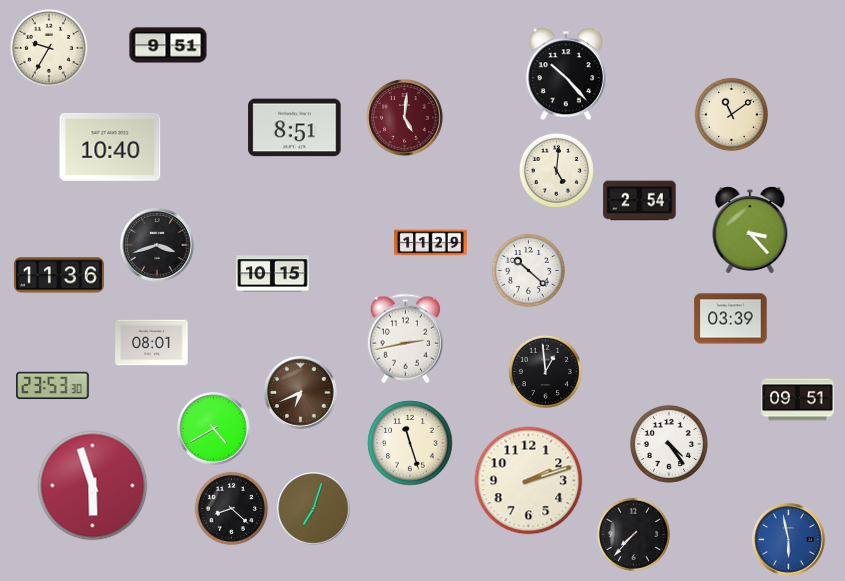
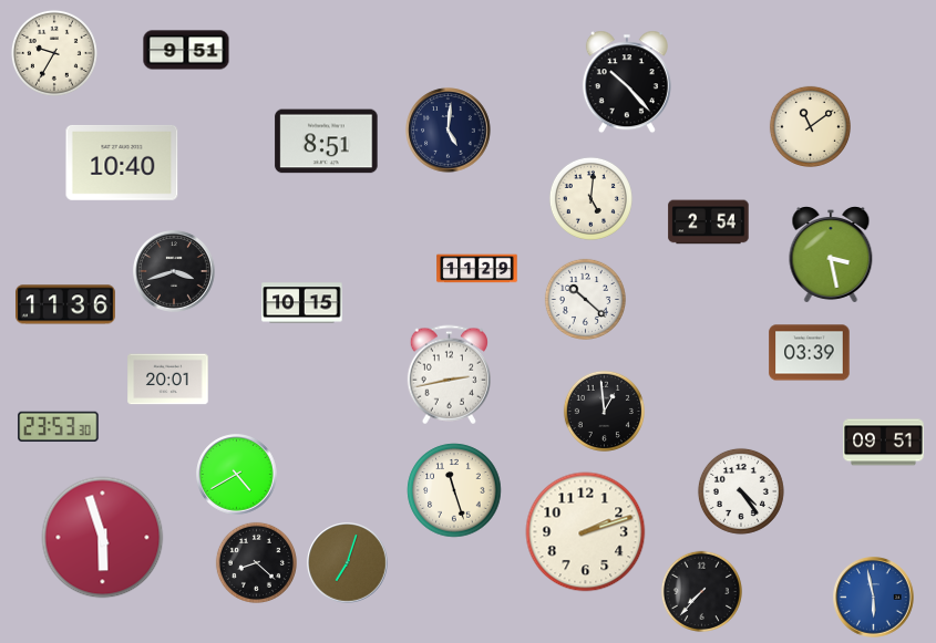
clock at (405, 118) dial: burgundy -> navy
clock at (556, 170) position: (556, 170) -> (590, 198)
clock at (750, 231): 3:23 -> 3:28
clock at (152, 343): 08:01 -> 20:01
clock at (301, 393): 6:41 -> none
